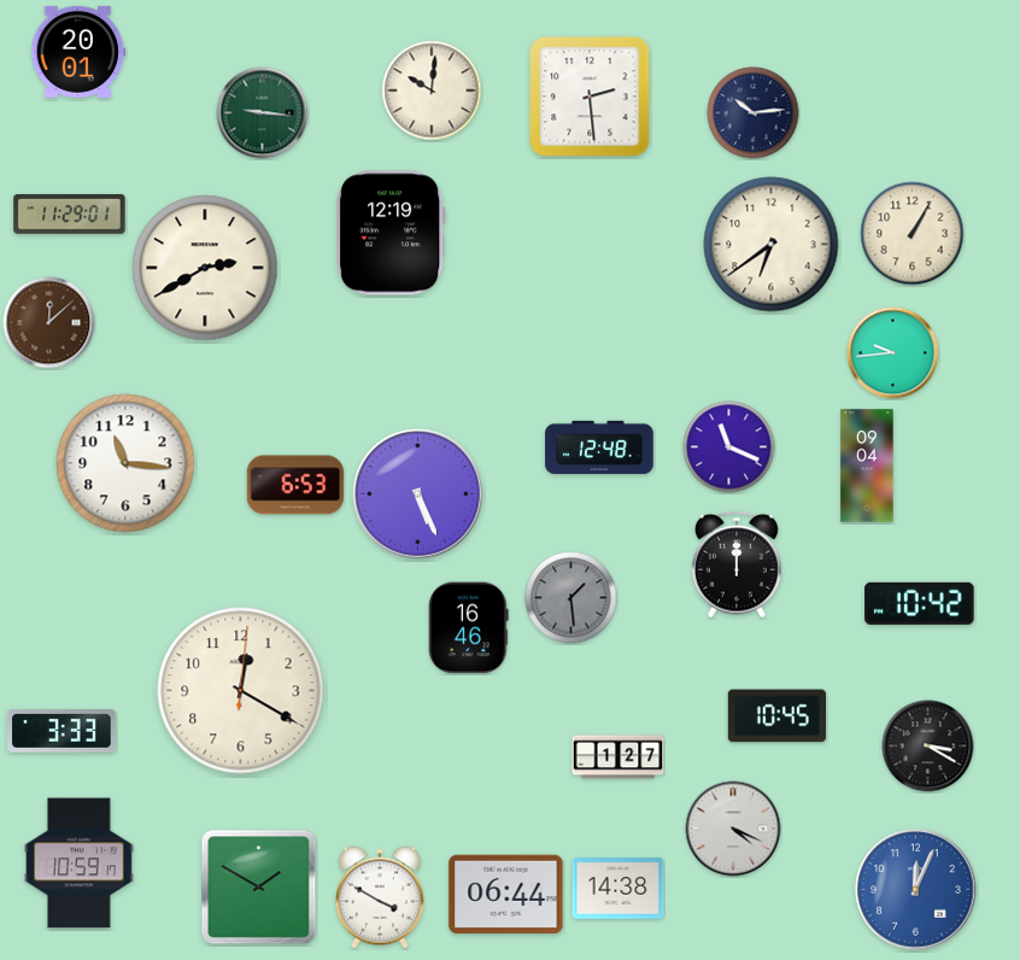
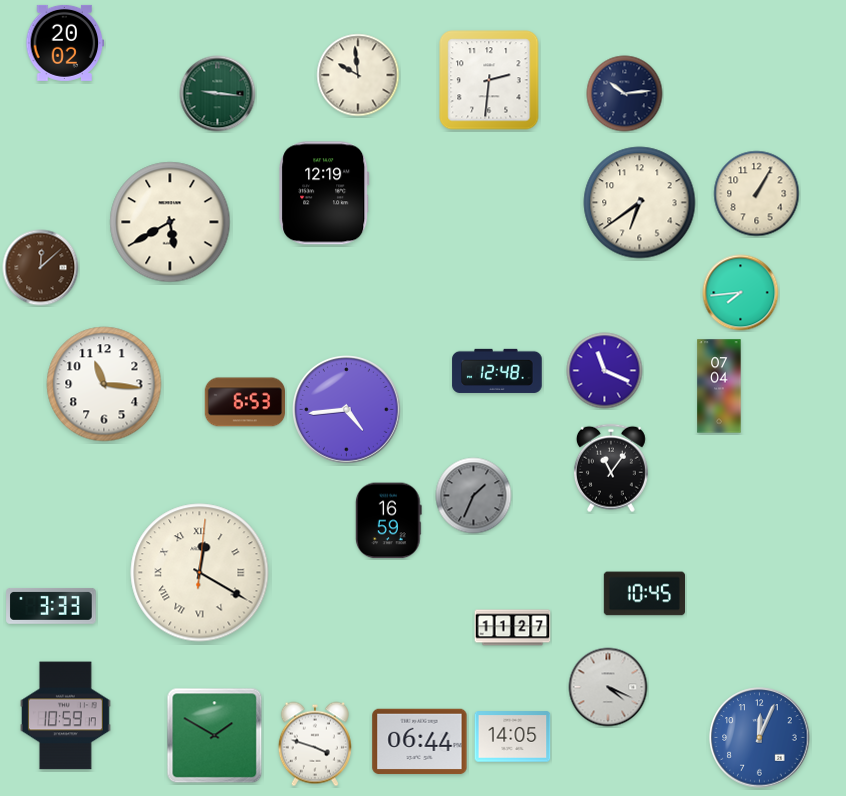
clock at (78, 52): 20:01 -> 20:02
clock at (432, 90): 10:01 -> 9:59
clock at (590, 96): 2:29 -> 2:31
clock at (70, 213): 11:29 -> none
clock at (205, 268): 2:40 -> 5:40
clock at (893, 353): 9:44 -> 7:44
clock at (867, 466): 09:04 -> 07:04
clock at (418, 494): 5:26 -> 4:44
clock at (737, 564): 12:00 -> 11:06
clock at (571, 598): 1:29 -> 1:34
clock at (920, 603): 10:42 -> none
clock at (468, 628): 16:46 -> 16:59
clock at (241, 691) numerals: Arabic -> Roman
clock at (928, 747): 3:20 -> none
clock at (619, 757): 1:27 -> 11:27
clock at (619, 889): 14:38 -> 14:05
clock at (380, 897): 3:50 -> 3:48
